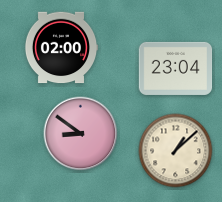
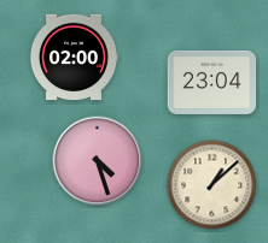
clock at (81, 134): 8:51 -> 4:27
clock at (176, 151) position: (176, 151) -> (212, 185)
